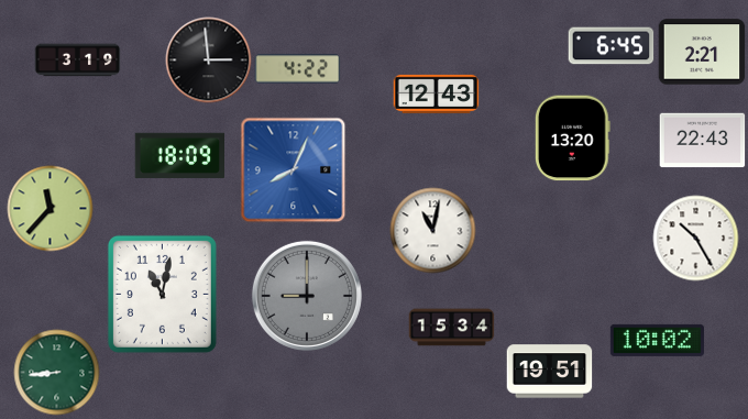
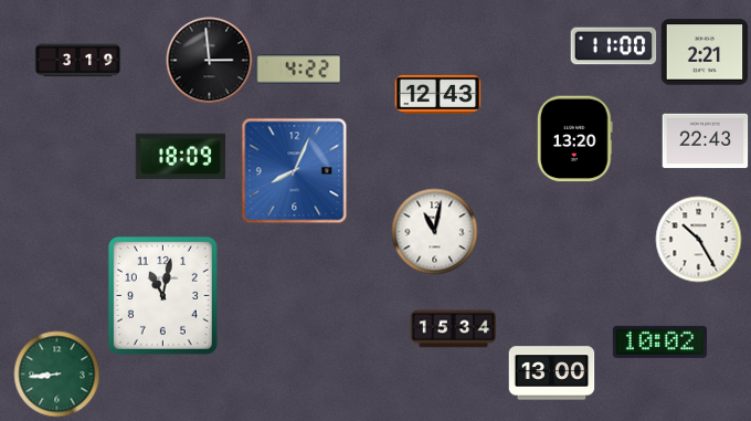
clock at (610, 46): 6:45 -> 11:00
clock at (50, 208): 11:37 -> none
clock at (307, 296): 9:00 -> none
clock at (549, 372): 19:51 -> 13:00
